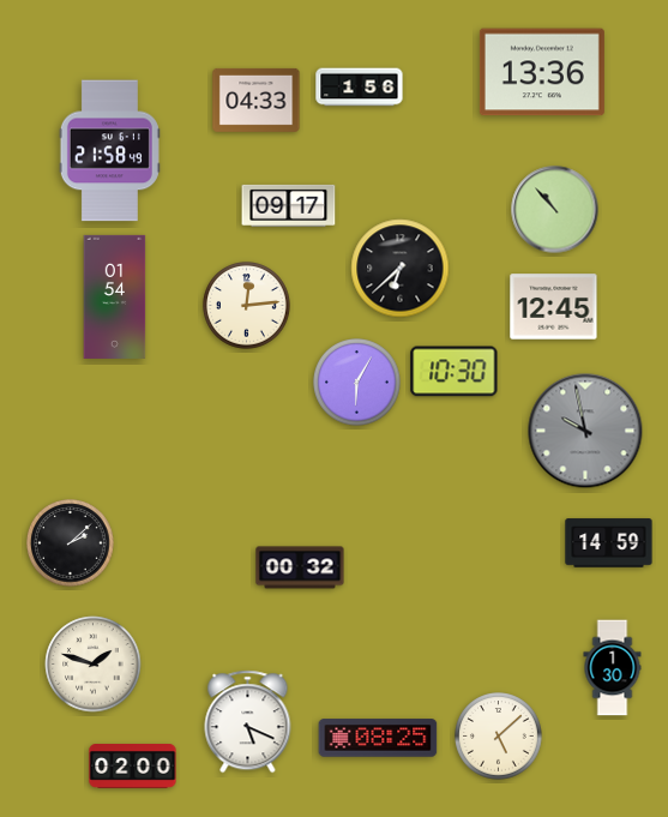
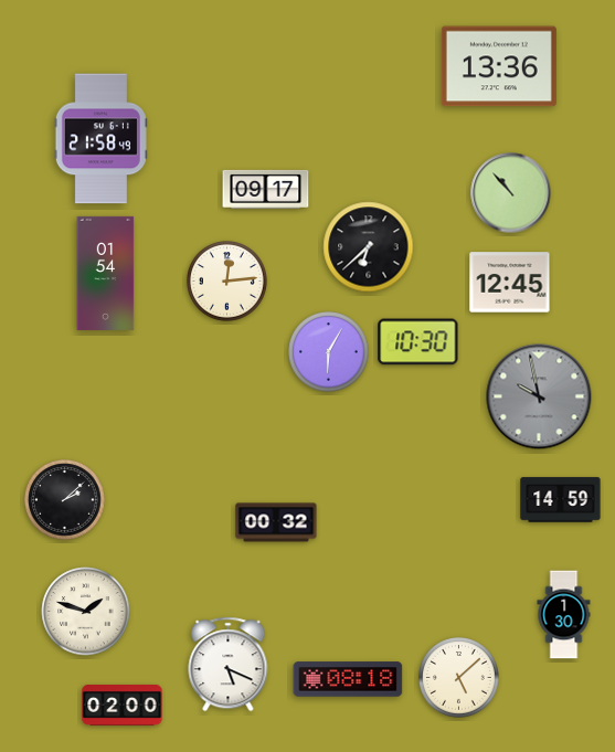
clock at (360, 88): 1:56 -> none
clock at (257, 100): 04:33 -> none
clock at (378, 738): 08:25 -> 08:18
